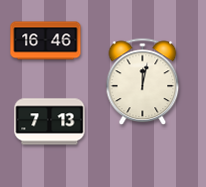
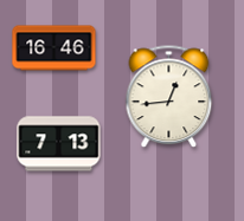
clock at (143, 82): 12:02 -> 12:44
